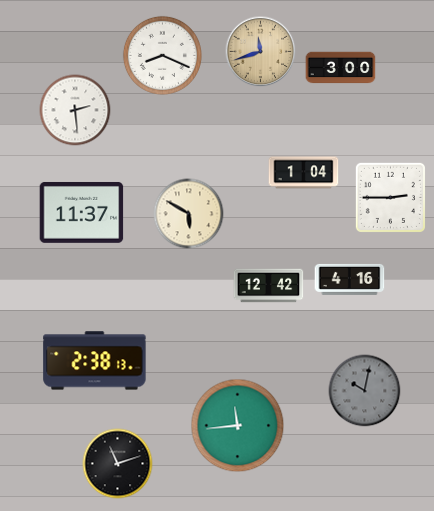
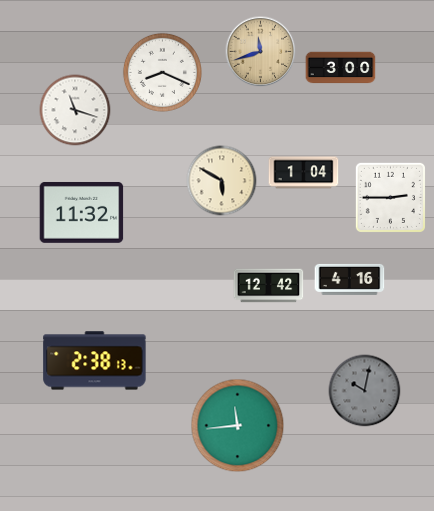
clock at (162, 55) position: (162, 55) -> (162, 72)
clock at (75, 110): 2:29 -> 11:18
clock at (82, 212): 11:37 -> 11:32
clock at (189, 214) position: (189, 214) -> (222, 181)
clock at (118, 464): 11:12 -> none
